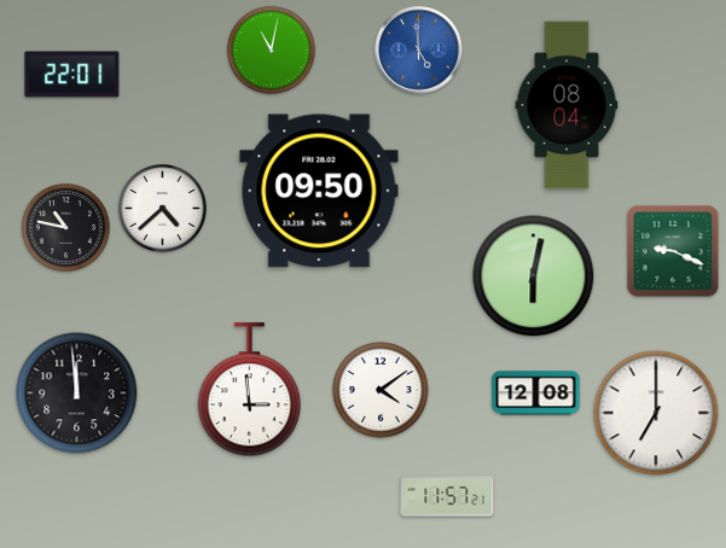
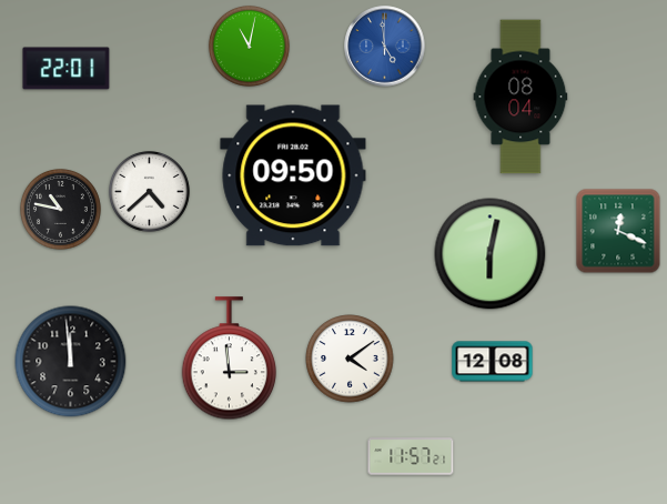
clock at (673, 251): 9:19 -> 12:19
clock at (656, 413): 7:00 -> none
